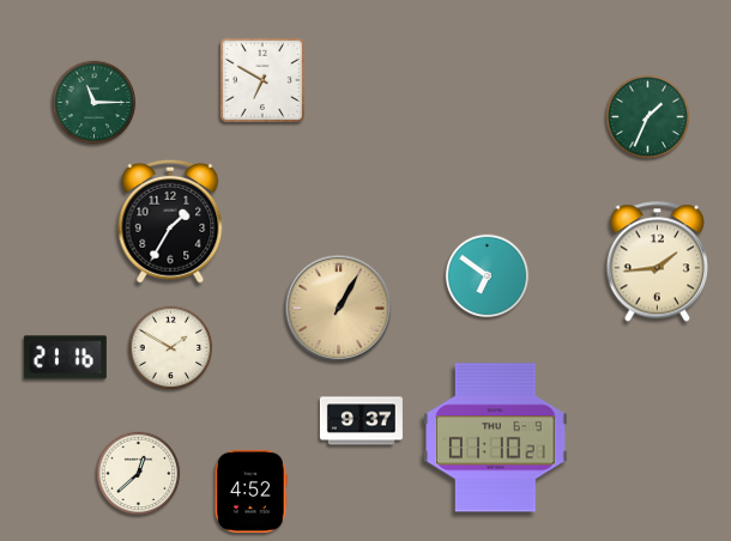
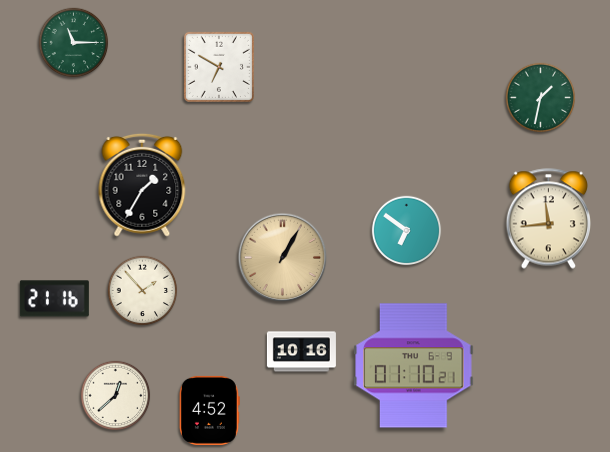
clock at (95, 103) position: (95, 103) -> (74, 43)
clock at (648, 117): 1:34 -> 1:32
clock at (657, 262): 1:44 -> 11:44
clock at (171, 348): 1:50 -> 1:53
clock at (361, 421): 9:37 -> 10:16
